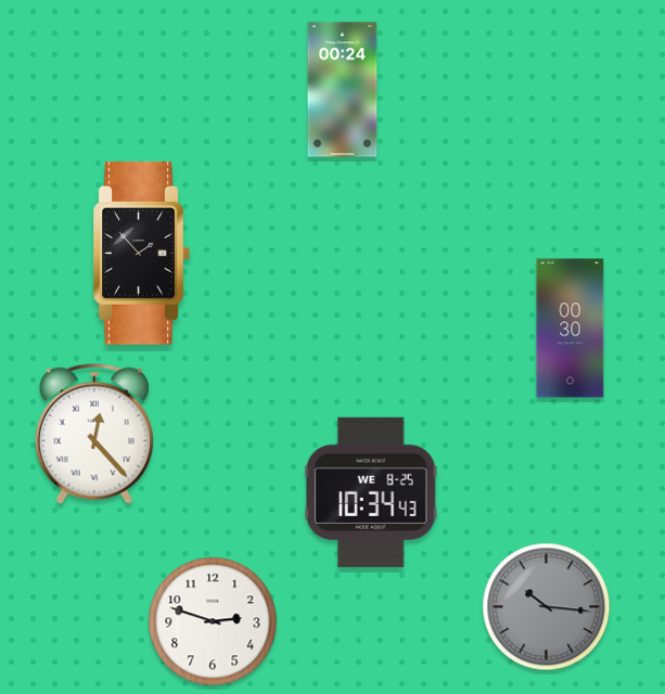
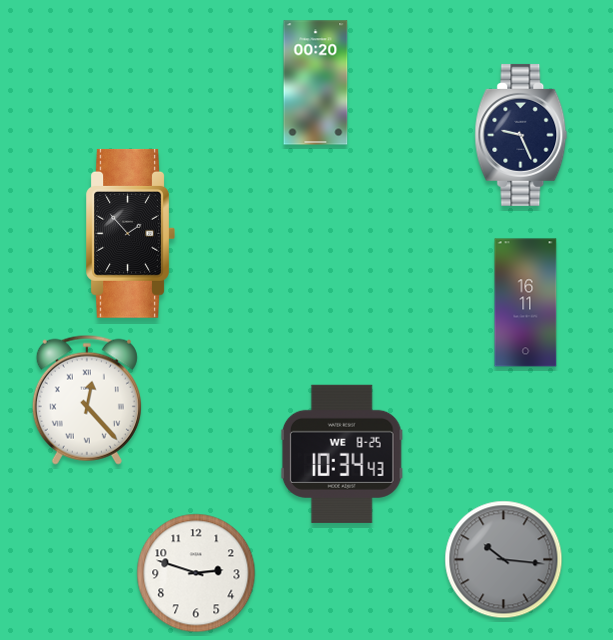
clock at (343, 90): 00:24 -> 00:20
clock at (521, 135): none -> 9:26
clock at (571, 329): 00:30 -> 16:11
